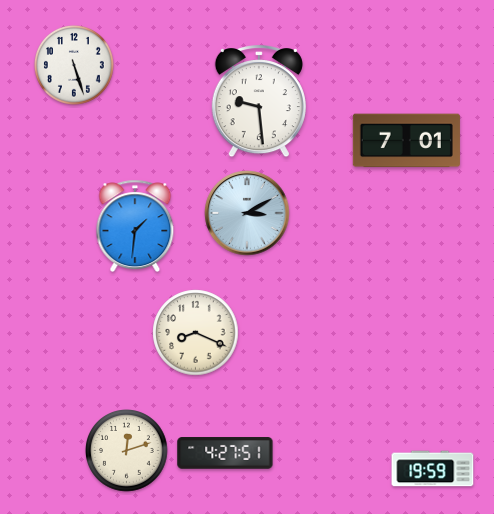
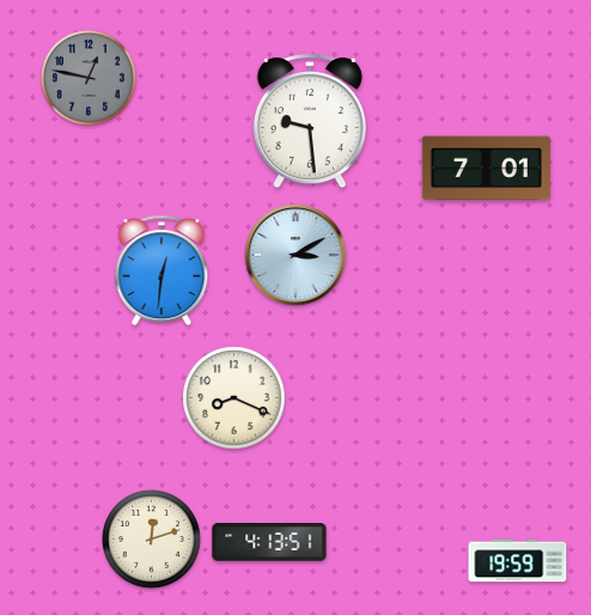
clock at (74, 65): 5:27 -> 12:47
clock at (74, 65) dial: white -> grey
clock at (135, 225): 1:31 -> 12:31
clock at (225, 453): 4:27 -> 4:13
